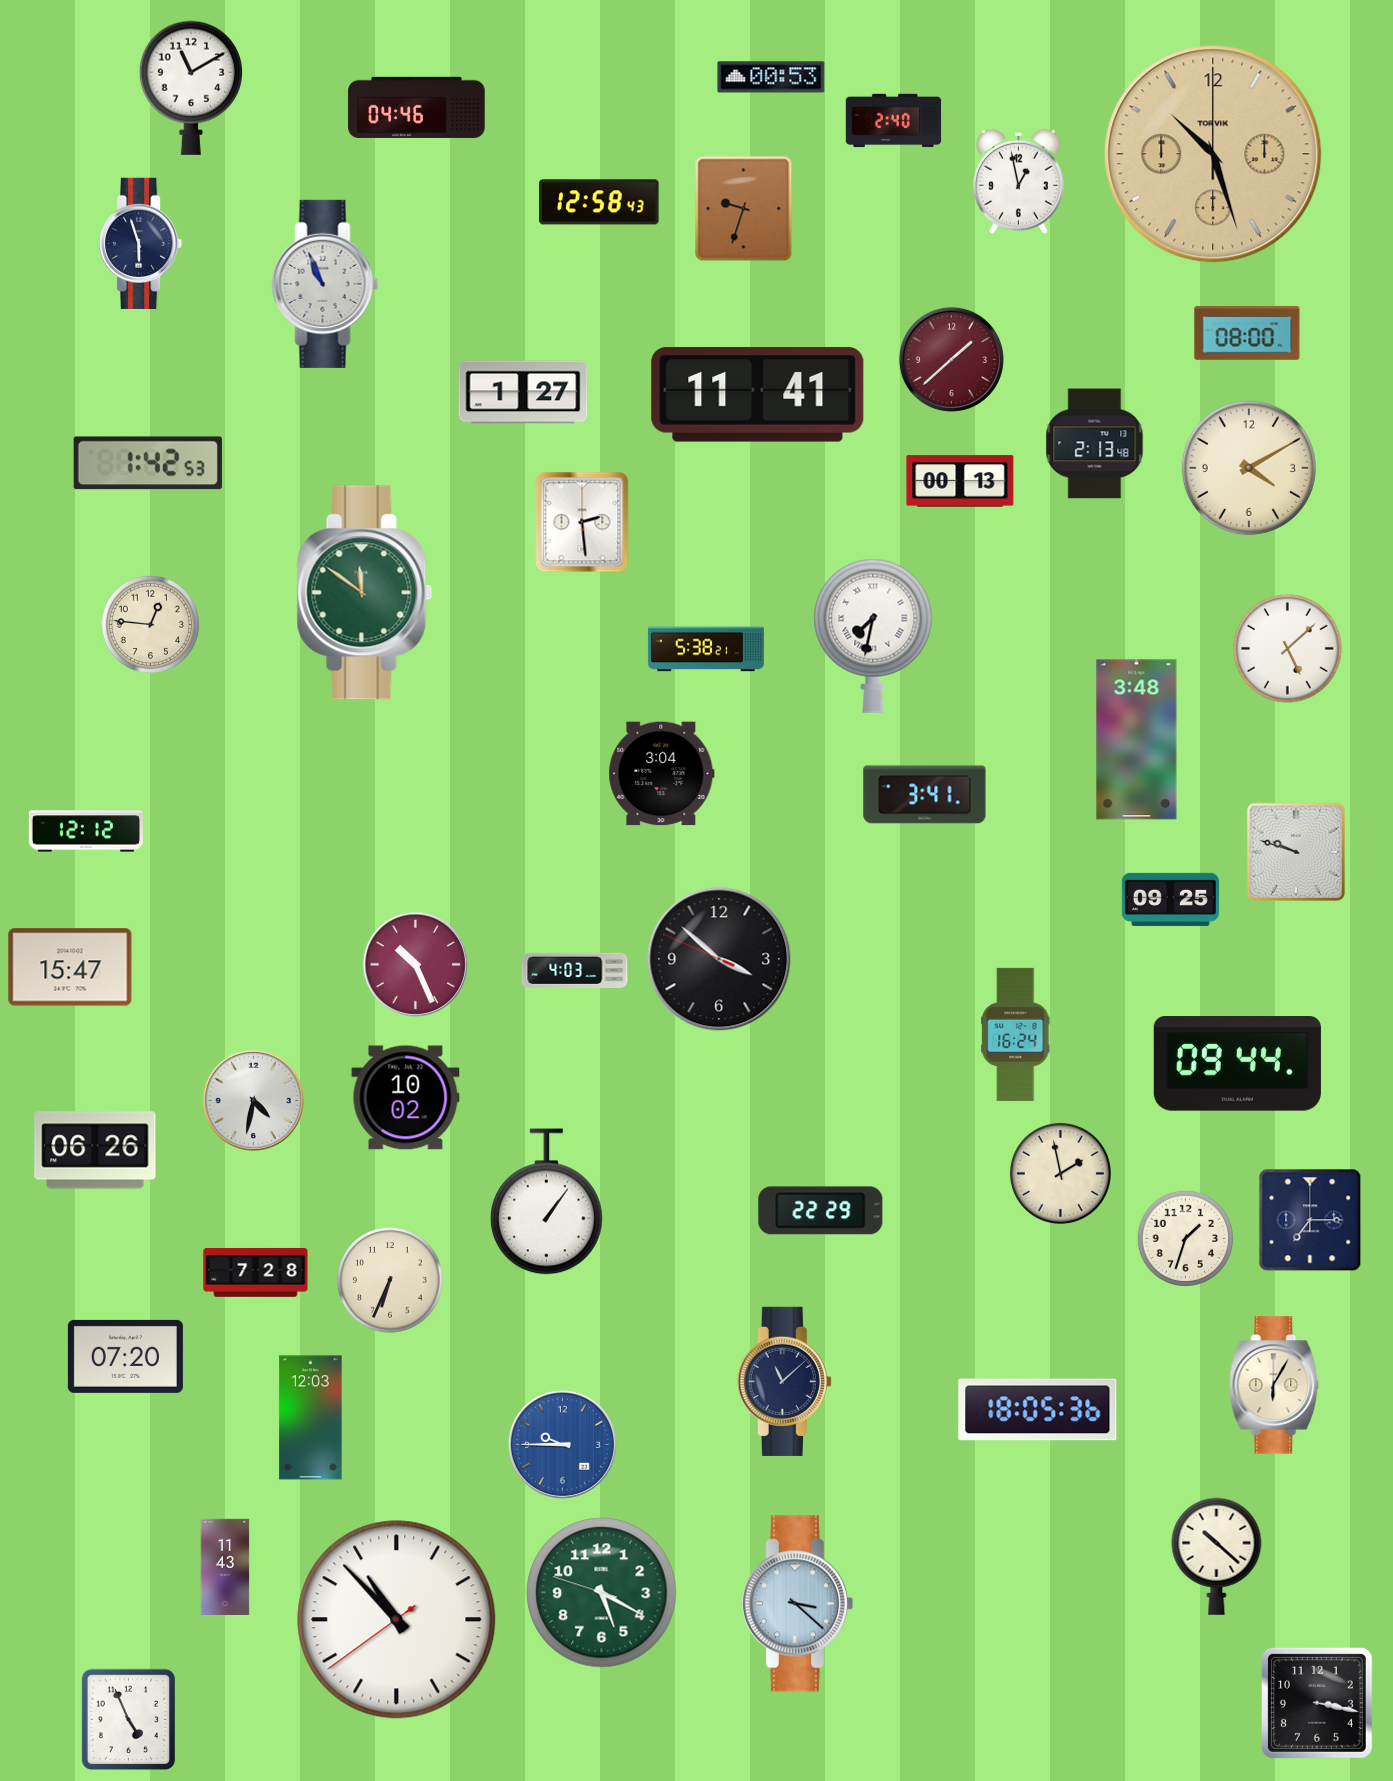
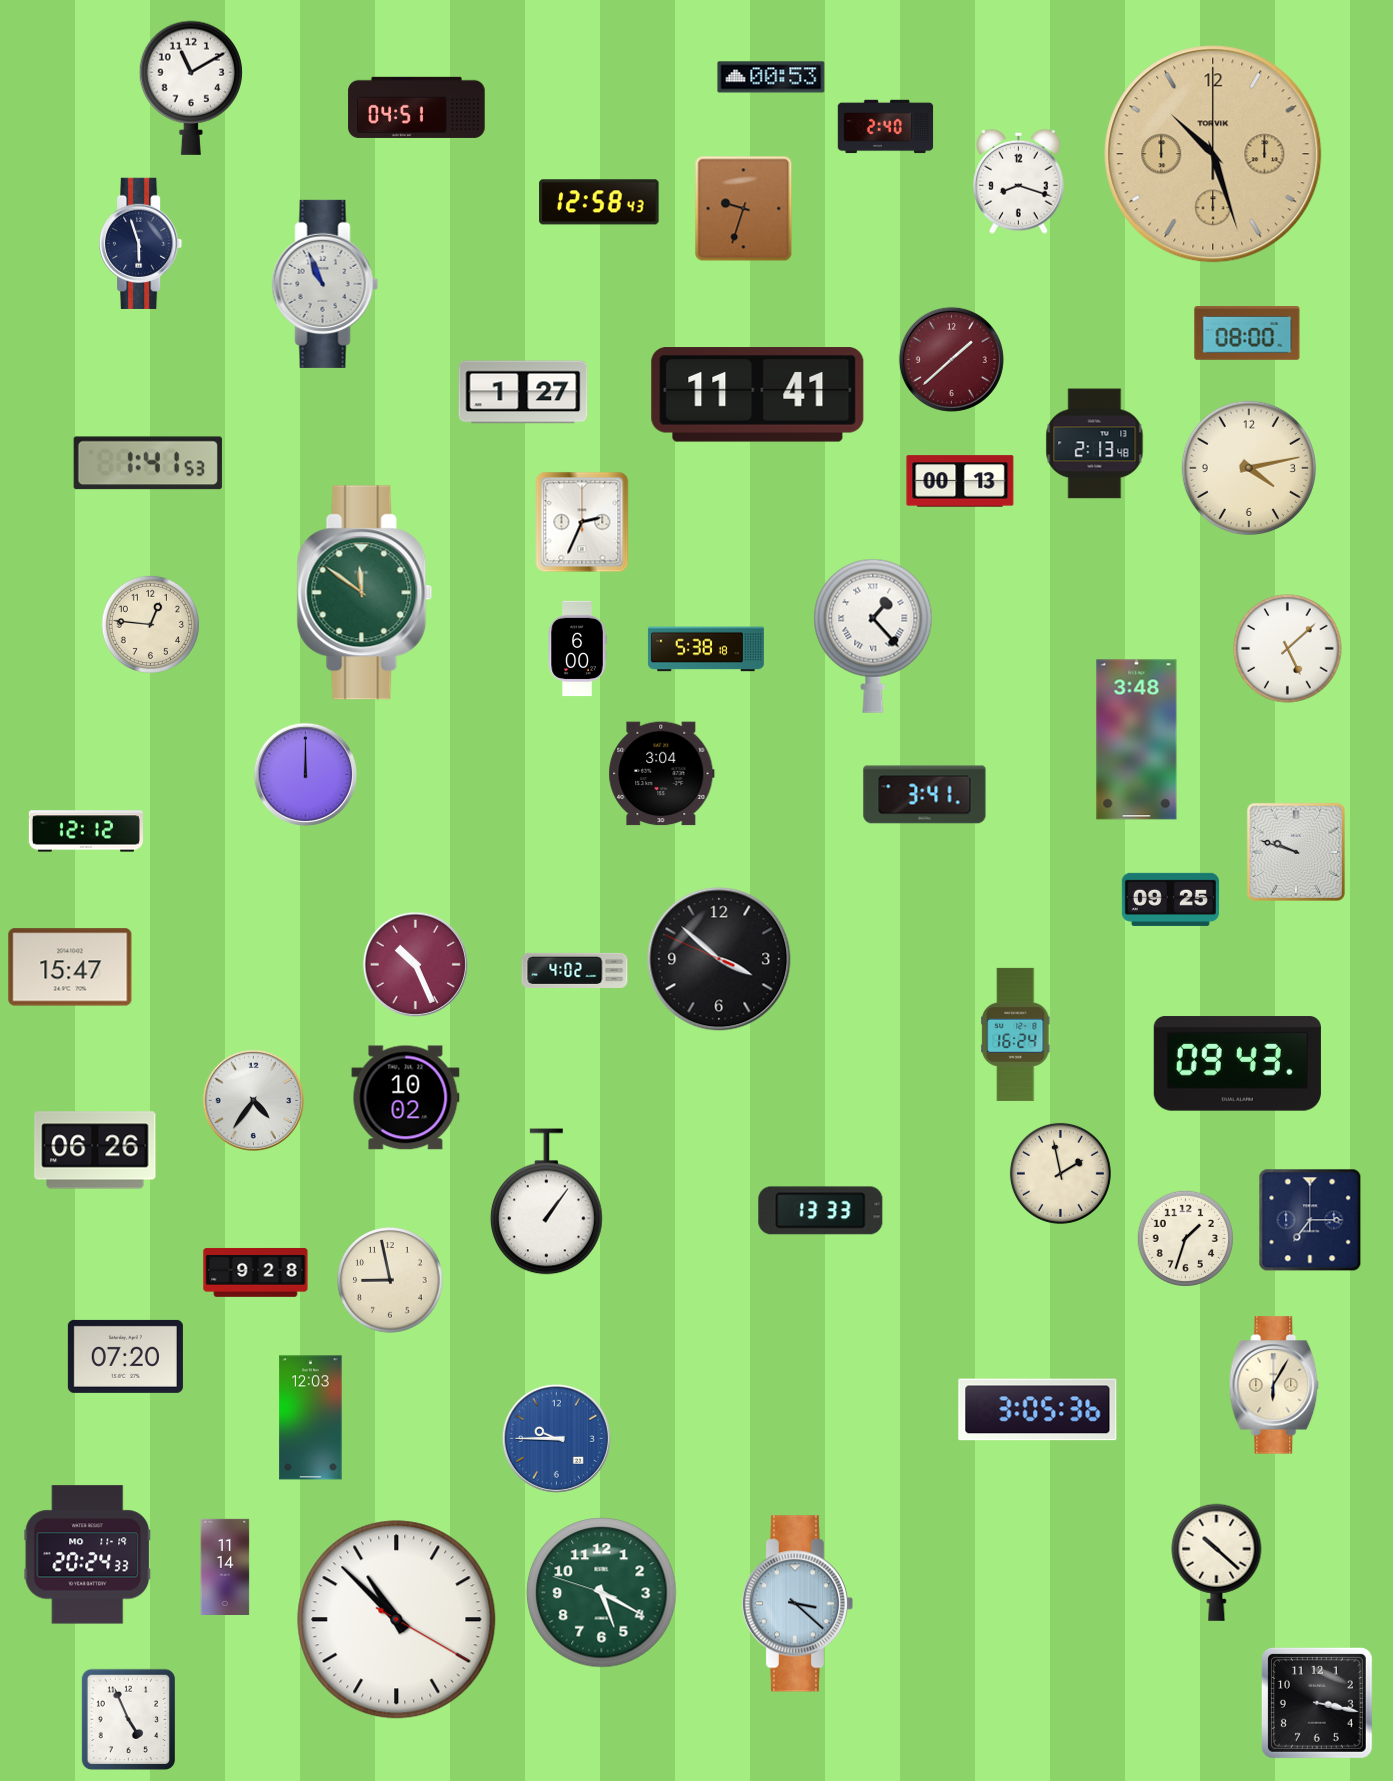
clock at (417, 107): 04:46 -> 04:51
clock at (894, 121) position: (894, 121) -> (886, 127)
clock at (1019, 181): 12:58 -> 8:18
clock at (148, 463): 1:42 -> 1:41
clock at (1249, 468): 4:10 -> 4:13
clock at (582, 522): 2:29 -> 2:34
clock at (873, 636): 7:32 -> 1:23
clock at (577, 649): none -> 6:00
clock at (706, 649): 5:38:21 -> 5:38:18
clock at (305, 774): none -> 12:00
clock at (575, 970): 4:03 -> 4:02
clock at (1237, 1064): 09:44 -> 09:43
clock at (253, 1100): 4:32 -> 4:36
clock at (821, 1211): 22:29 -> 13:33
clock at (256, 1272): 7:28 -> 9:28
clock at (390, 1280): 6:34 -> 8:58
clock at (784, 1381): 11:08 -> none
clock at (1038, 1410): 18:05 -> 3:05
clock at (562, 1444) position: (562, 1444) -> (556, 1438)
clock at (88, 1555): none -> 20:24
clock at (1217, 1556) position: (1217, 1556) -> (1217, 1562)
clock at (225, 1566): 11:43 -> 11:14
clock at (397, 1620): 10:52:39 -> 10:52:20
